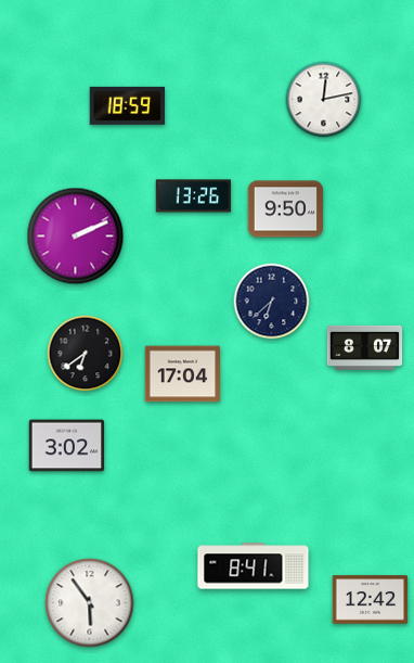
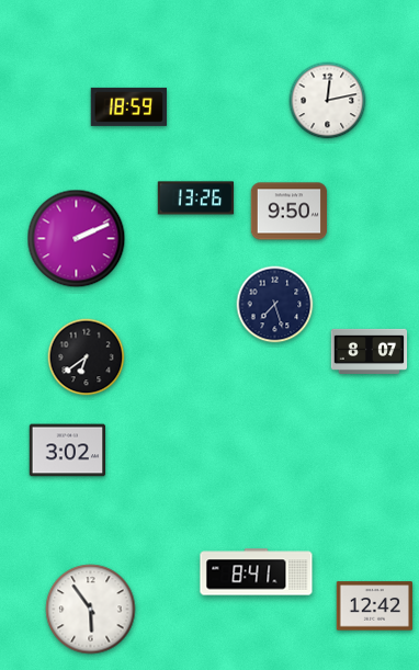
clock at (272, 302): 6:38 -> 7:27
clock at (183, 374): 17:04 -> none
